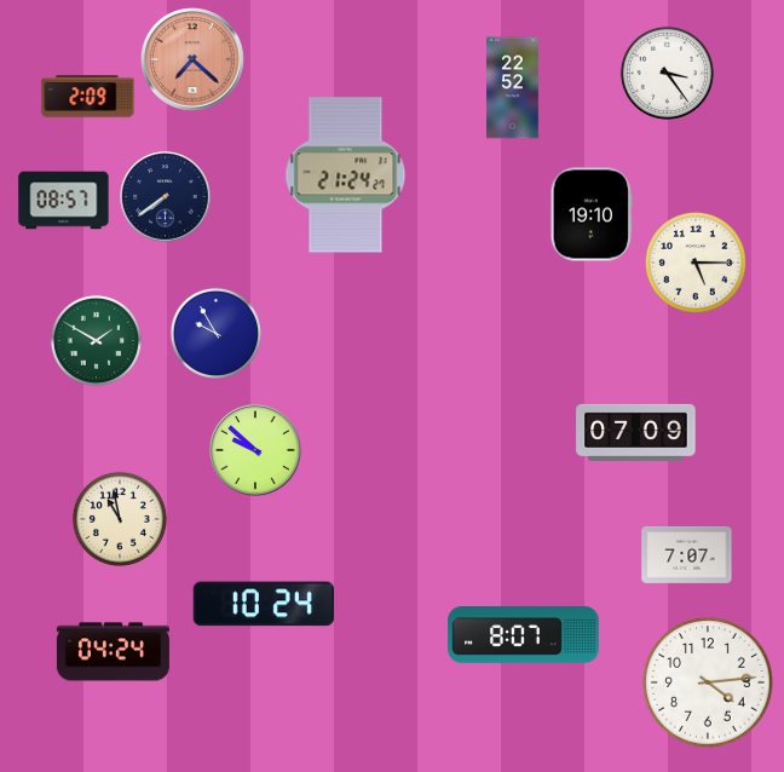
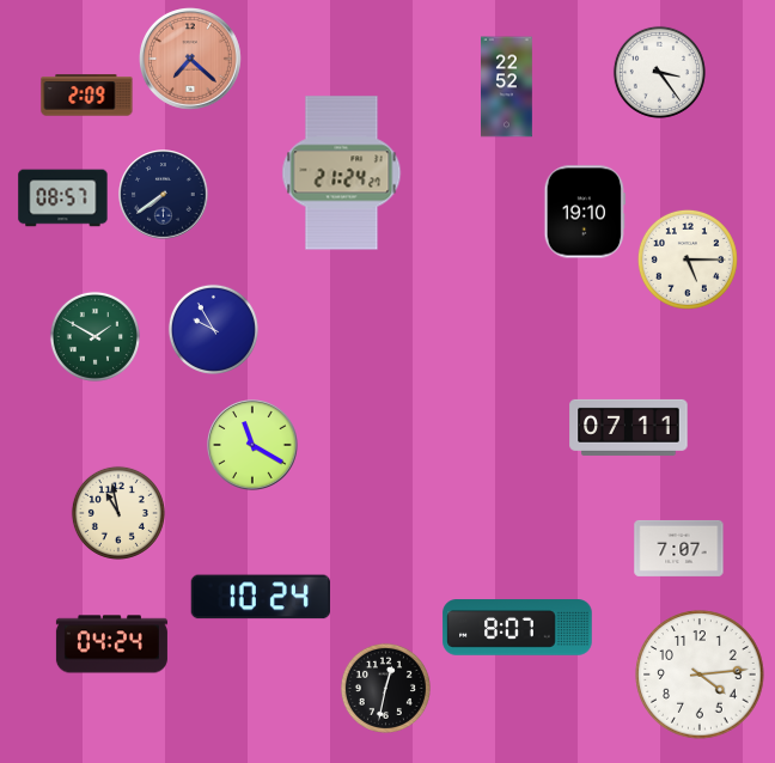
clock at (636, 432): 07:09 -> 07:11
clock at (255, 450): 9:52 -> 11:20
clock at (385, 688): none -> 12:32
